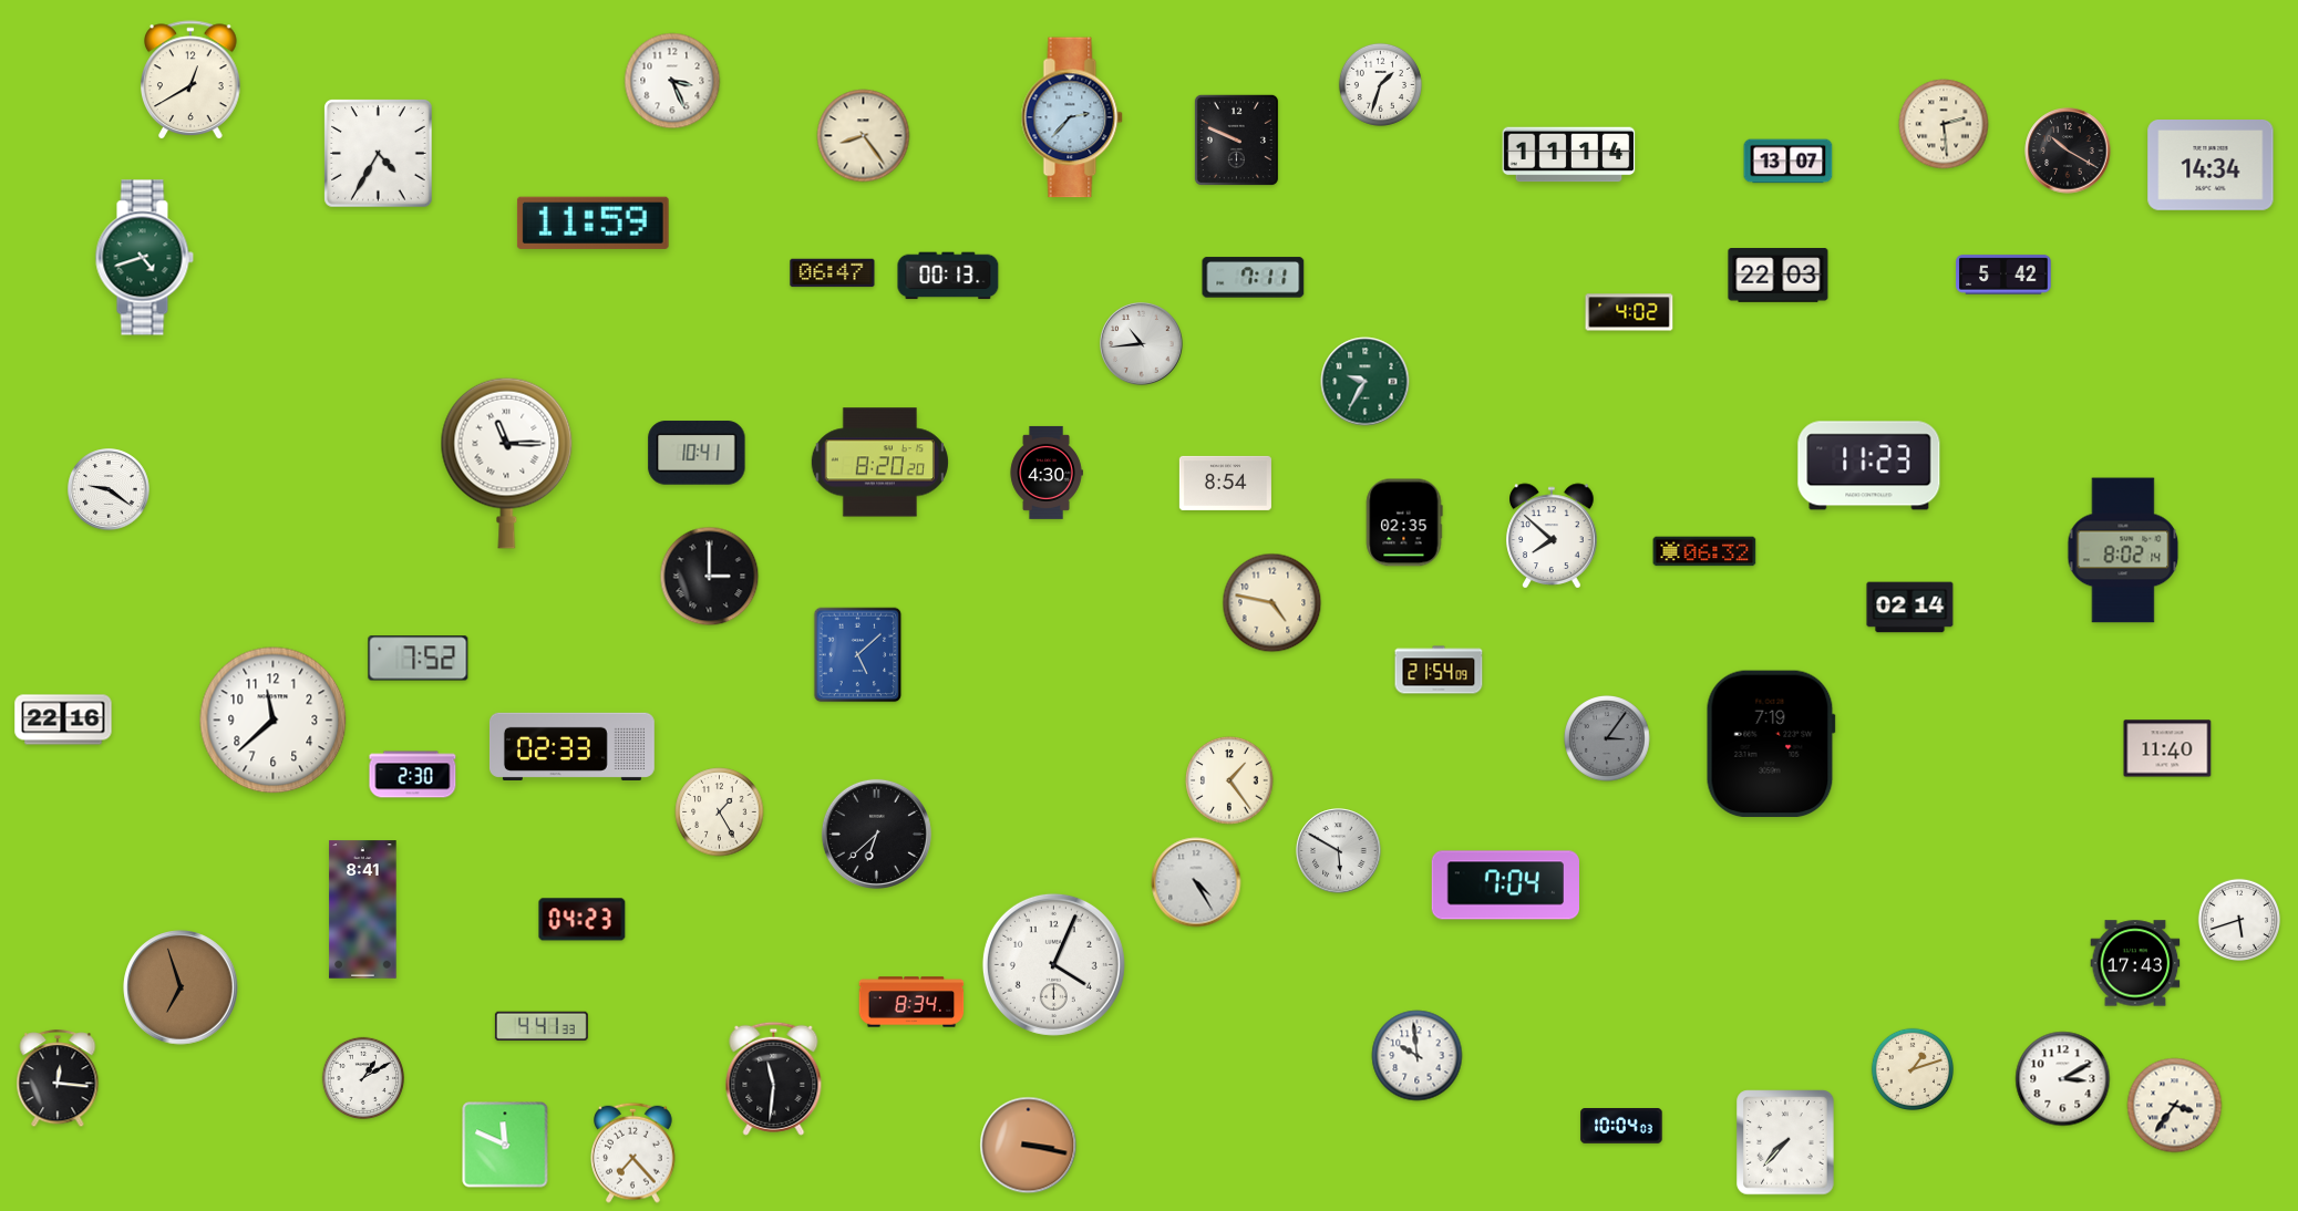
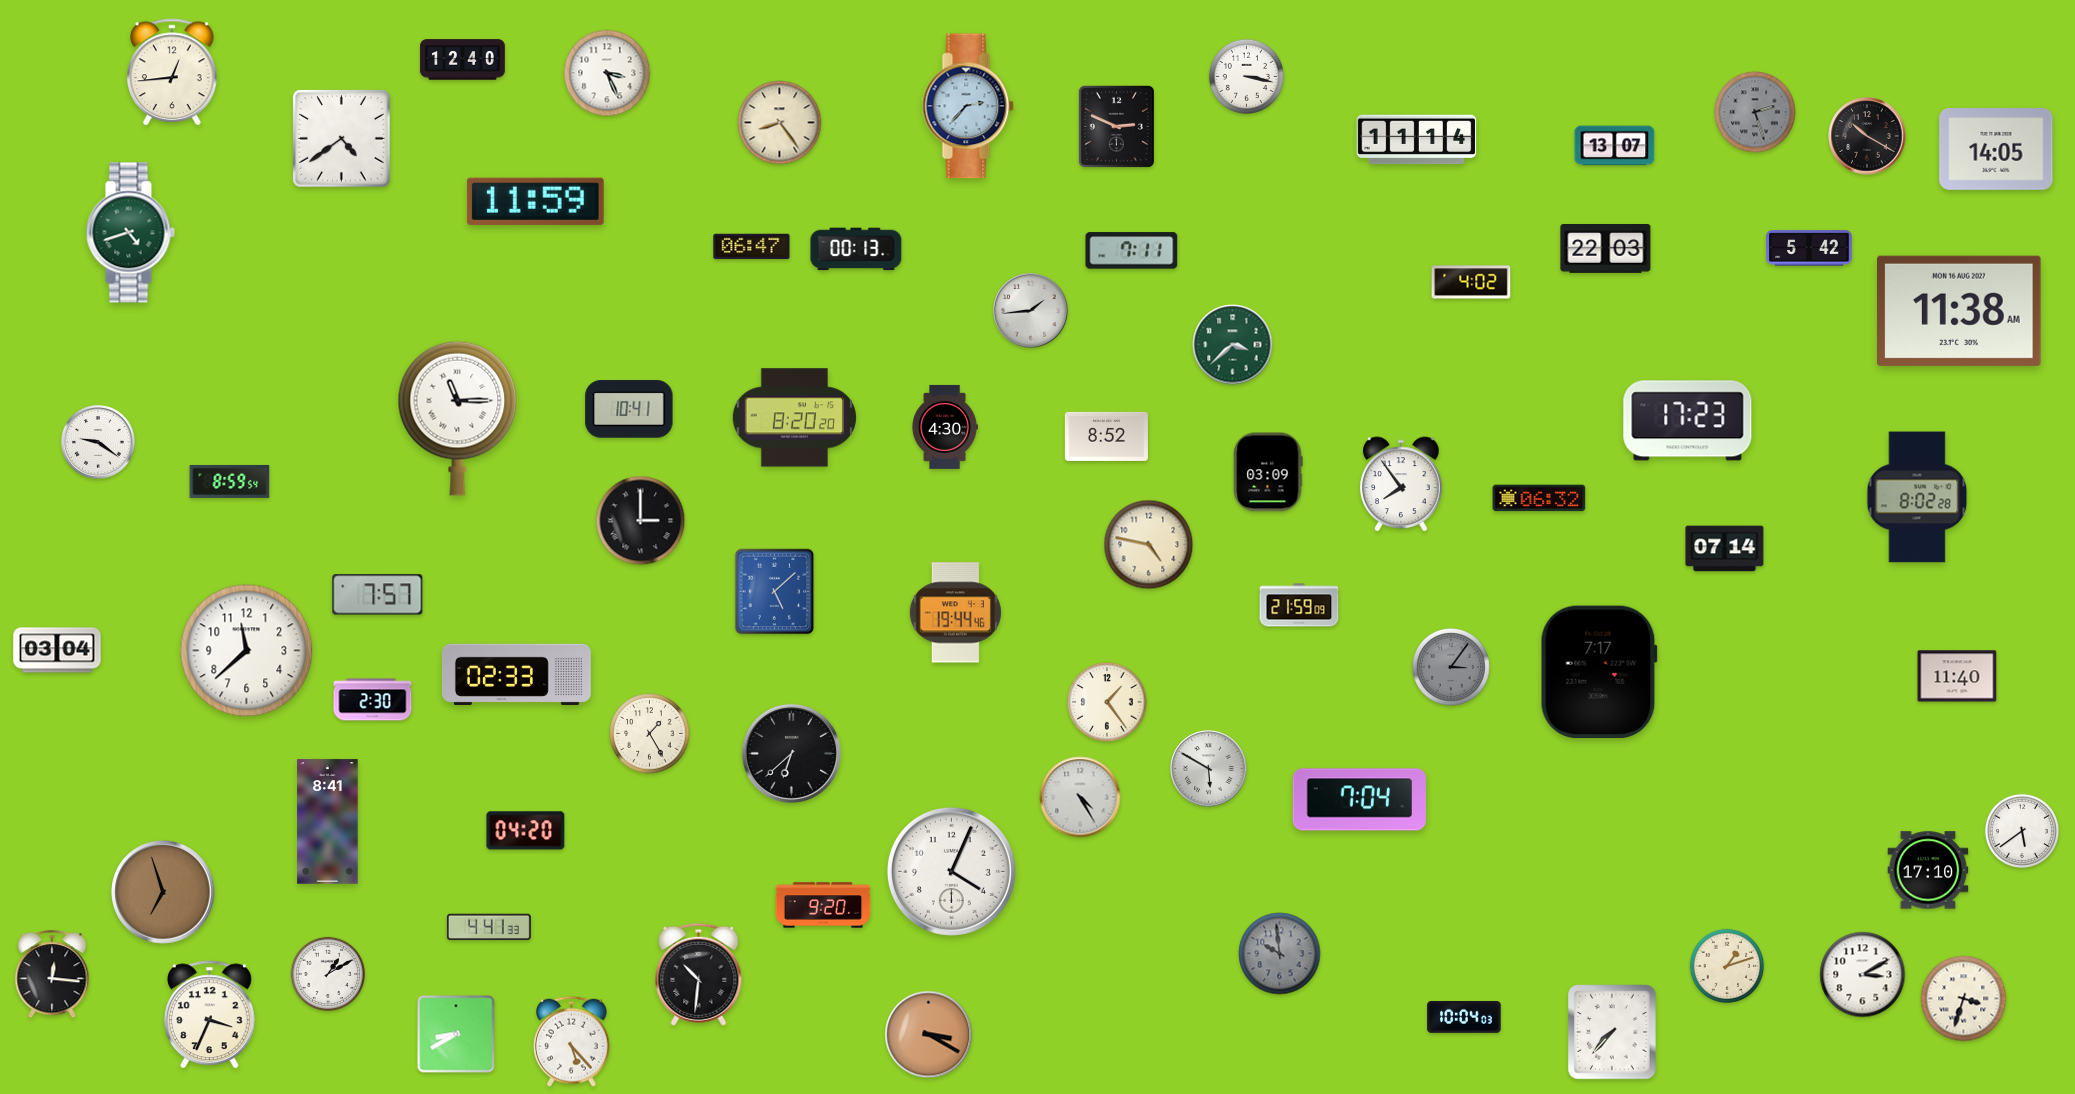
clock at (463, 60): none -> 12:40
clock at (192, 81): 12:40 -> 12:44
clock at (1380, 84): 1:33 -> 3:17
clock at (1944, 124): 2:29 -> 2:27
clock at (1944, 124) dial: cream -> grey
clock at (1236, 139): 9:49 -> 2:49
clock at (379, 154): 4:35 -> 4:39
clock at (2211, 166): 14:34 -> 14:05
clock at (1142, 344): 10:44 -> 1:44
clock at (1960, 311): none -> 11:38
clock at (1366, 382): 9:35 -> 3:38
clock at (1869, 466): 11:23 -> 17:23
clock at (1225, 483): 8:54 -> 8:52
clock at (1404, 522): 02:35 -> 03:09
clock at (230, 481): none -> 8:59
clock at (1552, 536): 7:52 -> 7:54
clock at (2123, 550): 8:02:14 -> 8:02:28
clock at (1910, 608): 02:14 -> 07:14
clock at (419, 659): 7:52 -> 7:57
clock at (1439, 670): 21:54 -> 21:59
clock at (955, 613): none -> 19:44
clock at (63, 720): 22:16 -> 03:04
clock at (1771, 744): 7:19 -> 7:17
clock at (1229, 780) position: (1229, 780) -> (1107, 702)
clock at (2238, 919): 5:42 -> 5:39
clock at (583, 920): 04:23 -> 04:20
clock at (2135, 963): 17:43 -> 17:10
clock at (911, 1002): 8:34 -> 9:20
clock at (1418, 1056) dial: white -> grey
clock at (774, 1078): 11:31 -> 10:31
clock at (2175, 1106): 3:36 -> 3:33
clock at (209, 1015): none -> 3:34
clock at (505, 1145): 11:49 -> 8:40
clock at (1029, 1146): 3:17 -> 3:20
clock at (633, 1152): 7:23 -> 5:23
